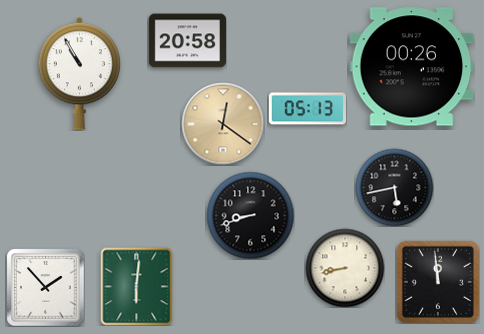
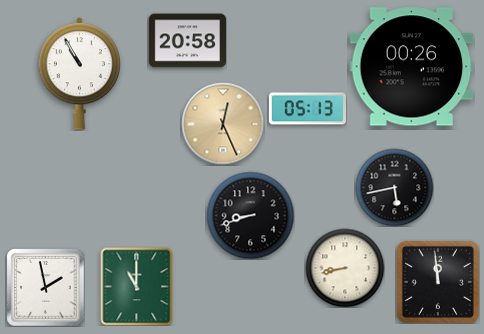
clock at (223, 124): 12:21 -> 12:26
clock at (137, 286): 6:01 -> 11:00
clock at (45, 287): 1:53 -> 1:58
